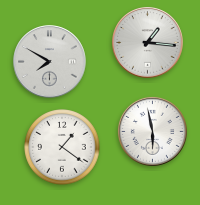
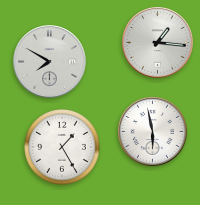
clock at (148, 43) position: (148, 43) -> (158, 43)
clock at (62, 147): 1:21 -> 1:25
